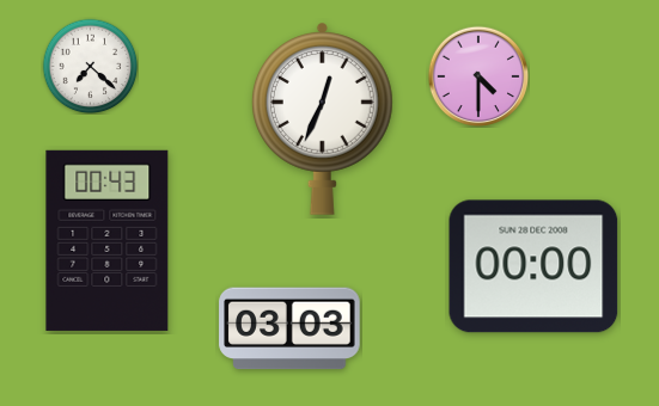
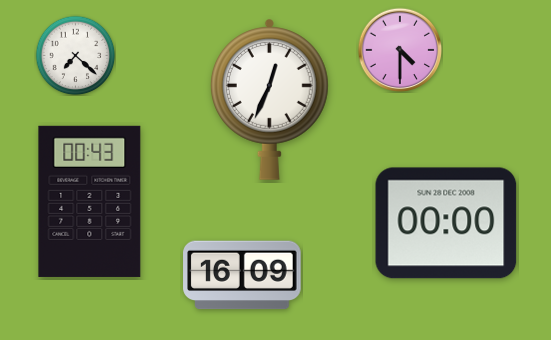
clock at (478, 76) position: (478, 76) -> (400, 50)
clock at (289, 328): 03:03 -> 16:09
